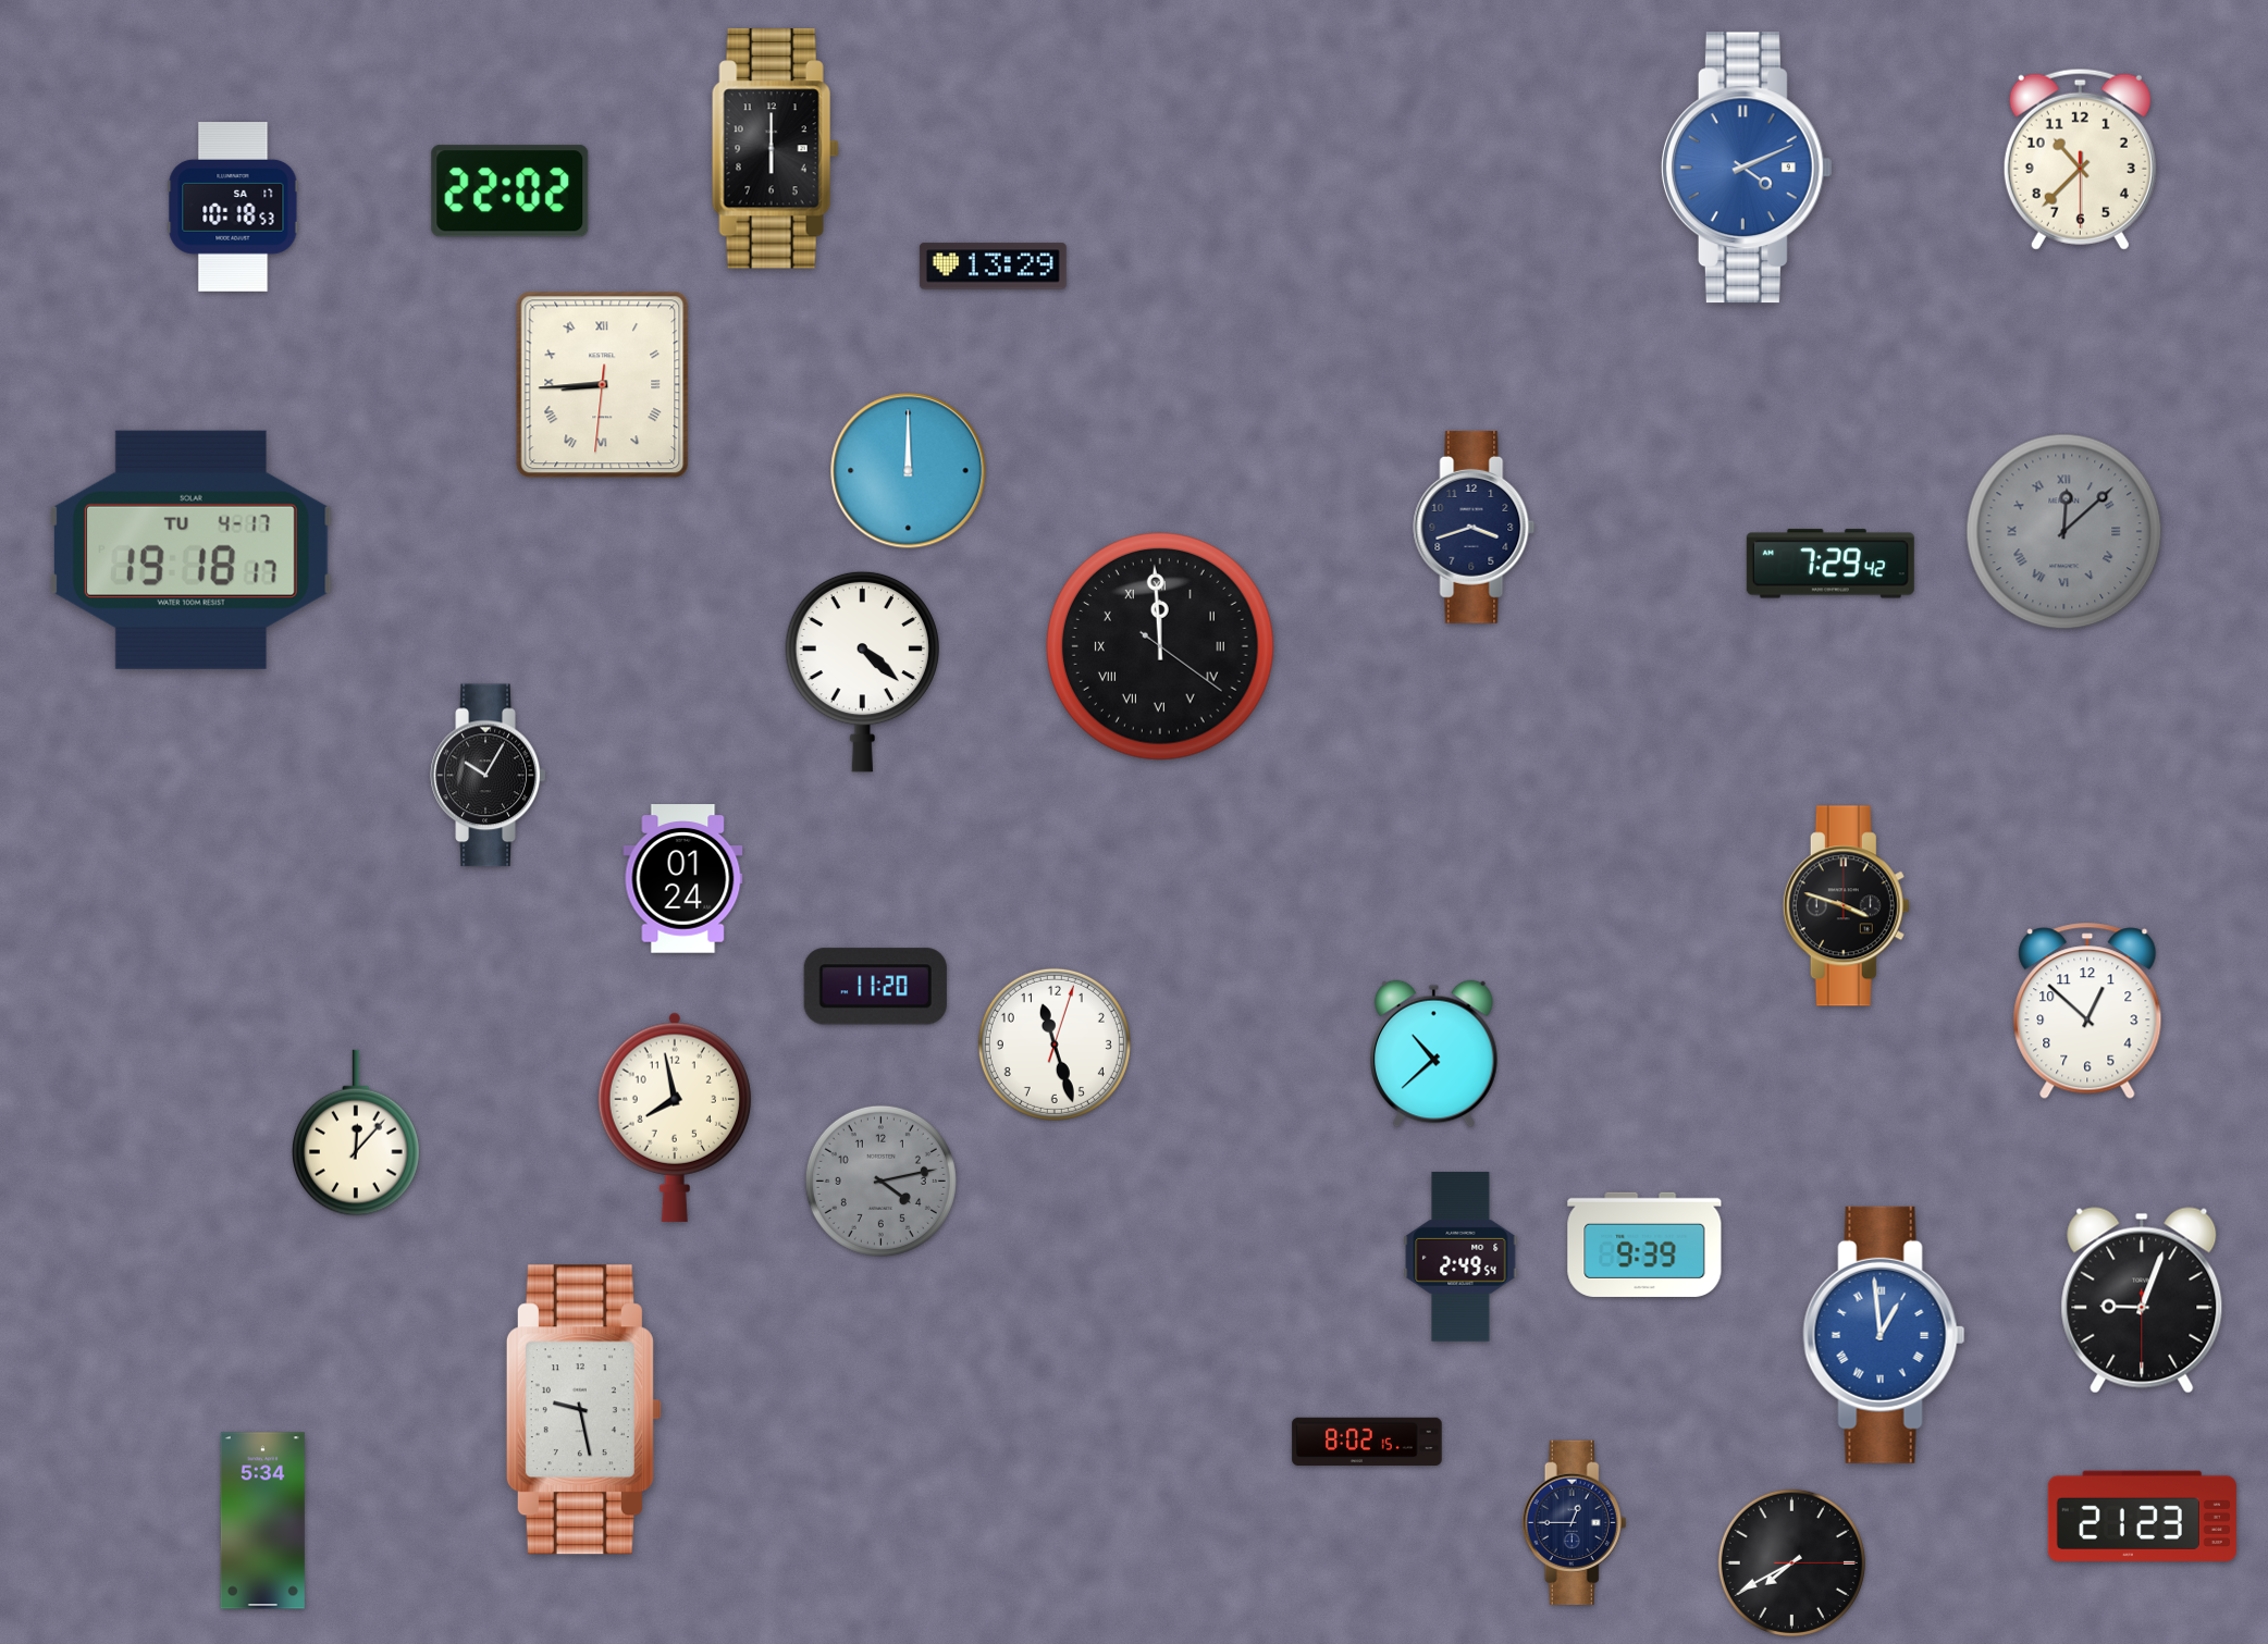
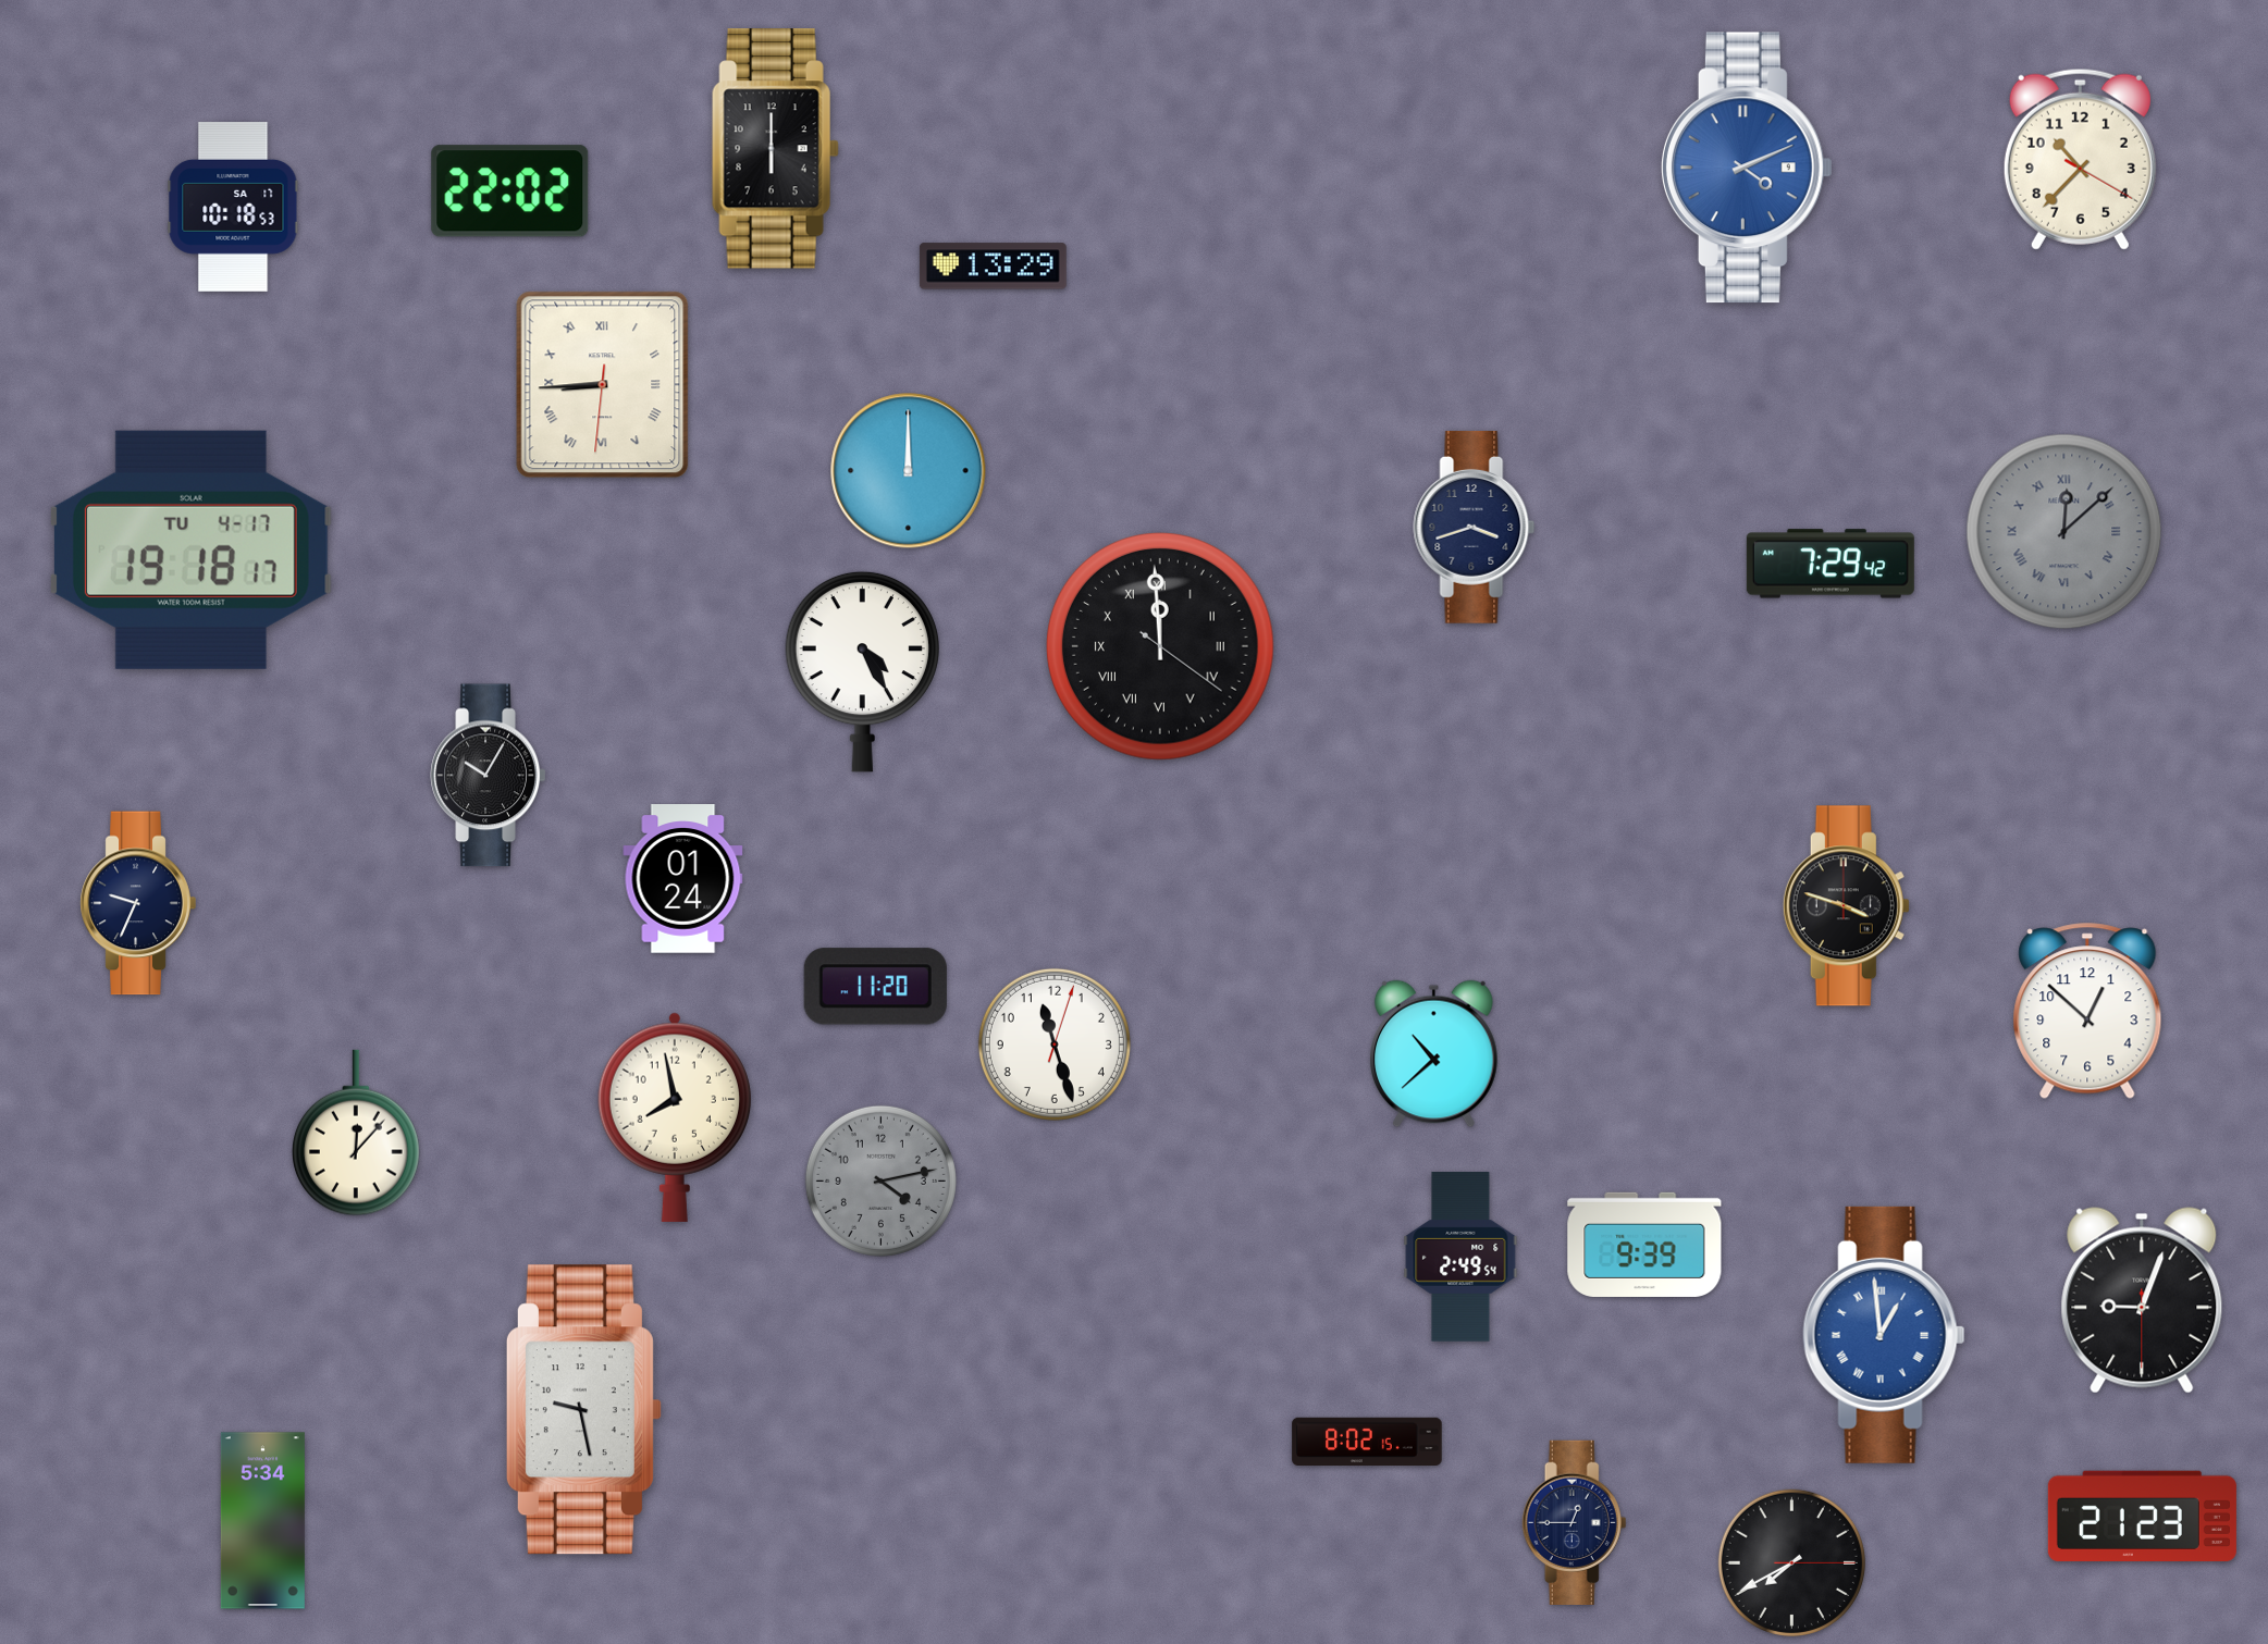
clock at (2080, 159): 10:37:30 -> 10:37:20
clock at (862, 671): 4:22 -> 4:25
clock at (138, 903): none -> 9:34
